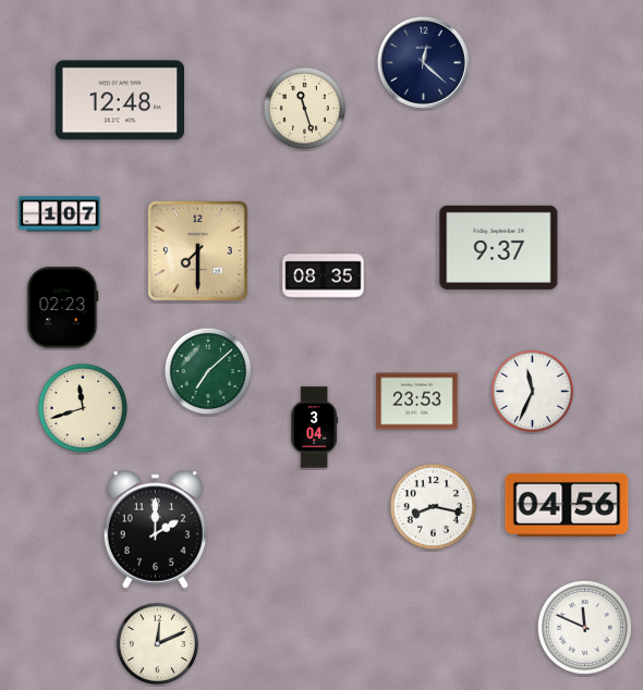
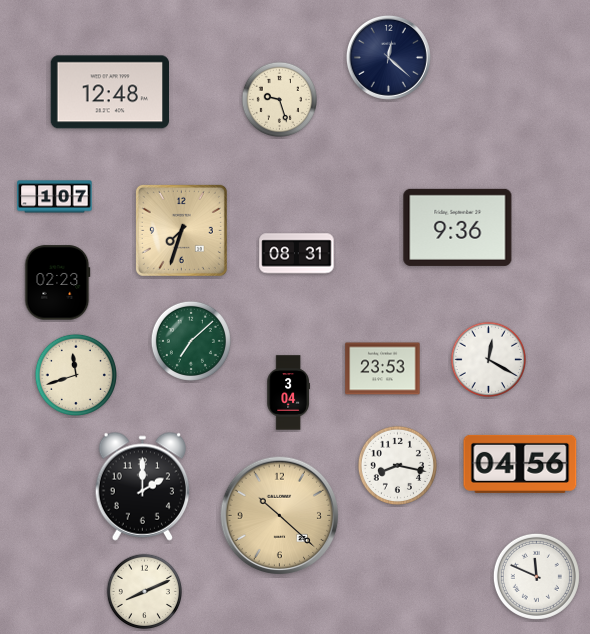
clock at (304, 108): 11:27 -> 9:27
clock at (499, 247): 9:37 -> 9:36
clock at (197, 250): 7:30 -> 7:33
clock at (324, 276): 08:35 -> 08:31
clock at (532, 391): 11:34 -> 12:20
clock at (280, 516): none -> 10:22
clock at (157, 643): 12:11 -> 8:11
